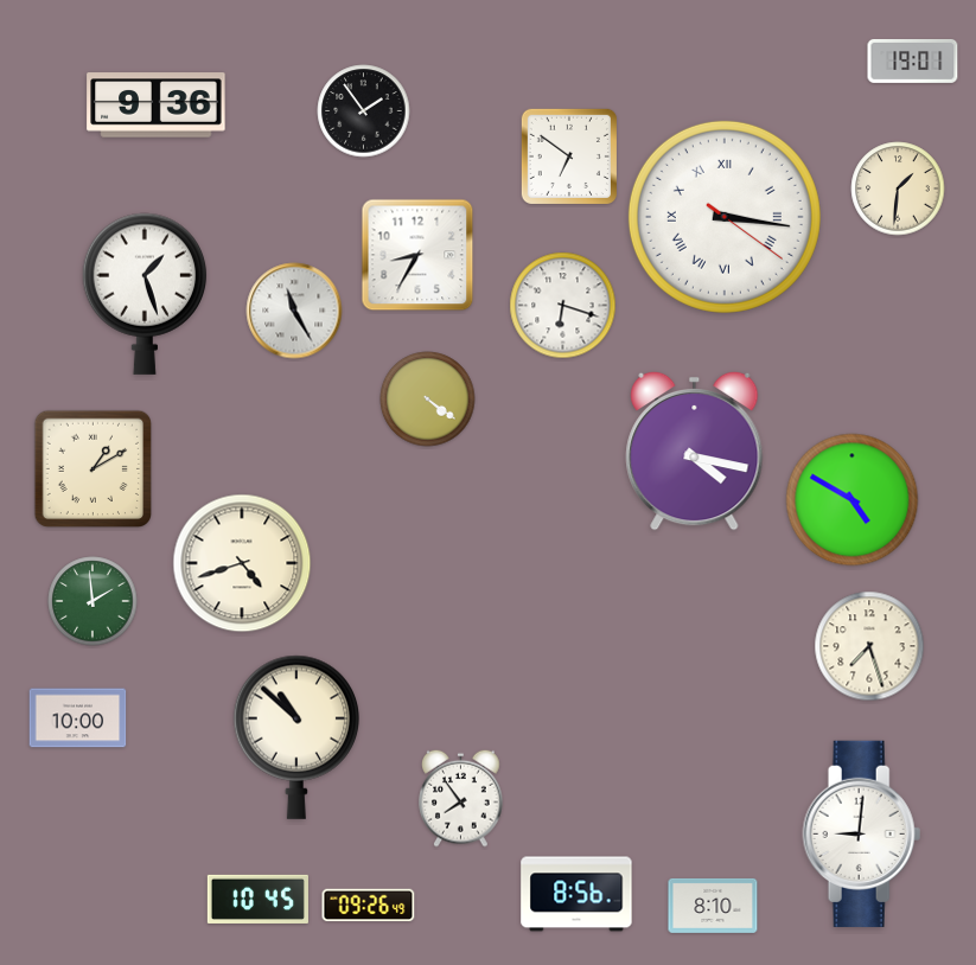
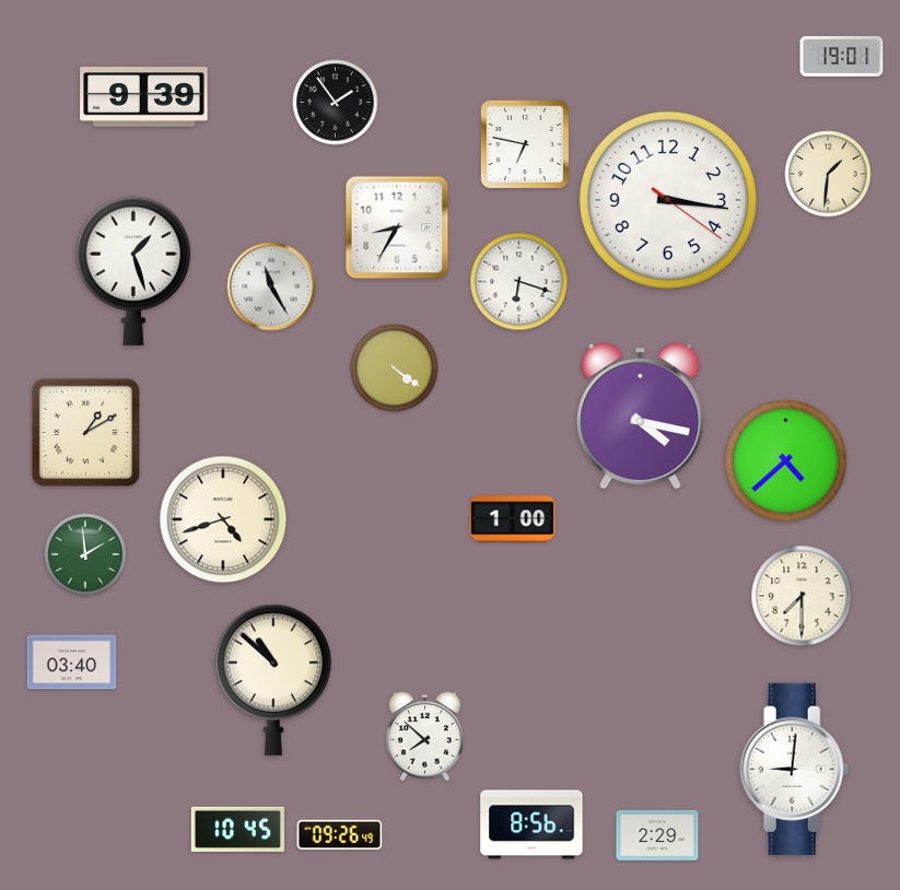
clock at (157, 106): 9:36 -> 9:39
clock at (569, 156): 6:51 -> 6:47
clock at (725, 217) numerals: Roman -> Arabic
clock at (417, 255) position: (417, 255) -> (397, 227)
clock at (853, 500): 4:50 -> 4:38
clock at (513, 519): none -> 1:00
clock at (869, 646): 7:27 -> 7:30
clock at (78, 718): 10:00 -> 03:40
clock at (461, 798): 7:54 -> 7:52
clock at (713, 906): 8:10 -> 2:29
